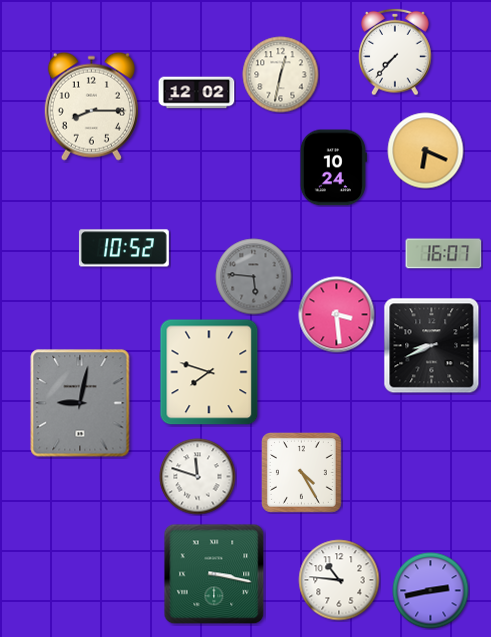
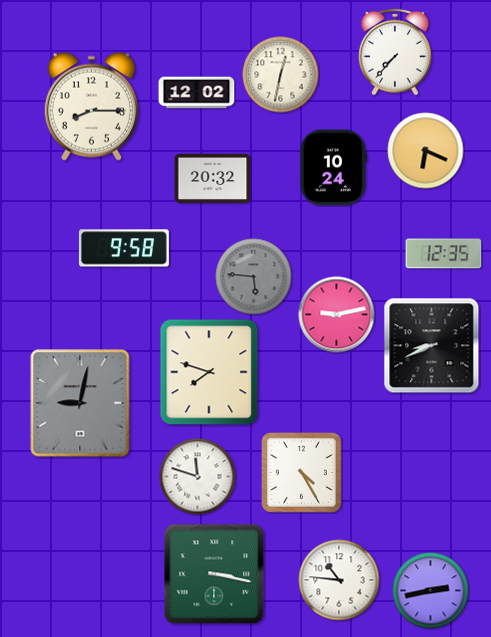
clock at (213, 178): none -> 20:32
clock at (124, 248): 10:52 -> 9:58
clock at (444, 254): 16:07 -> 12:35
clock at (337, 315): 3:29 -> 9:13
